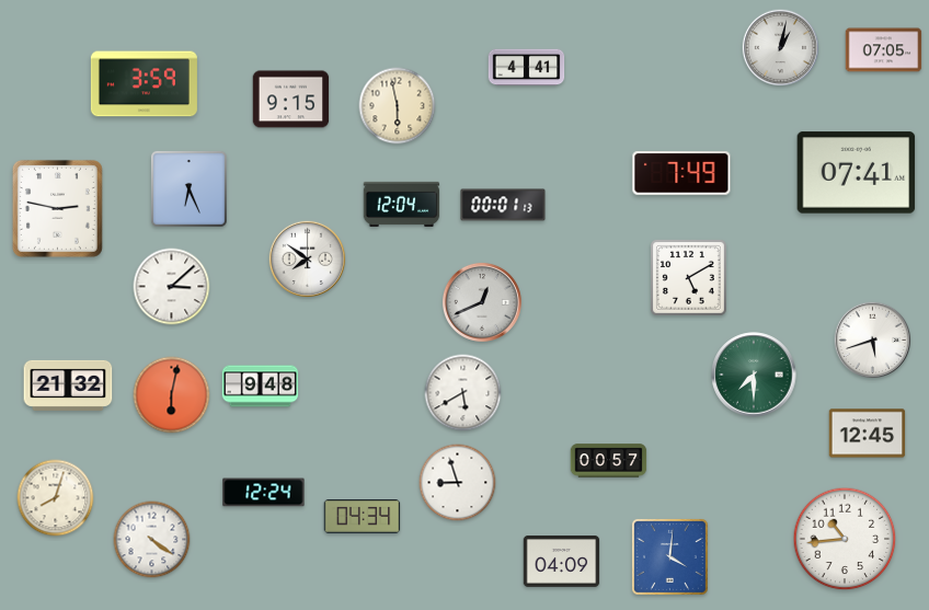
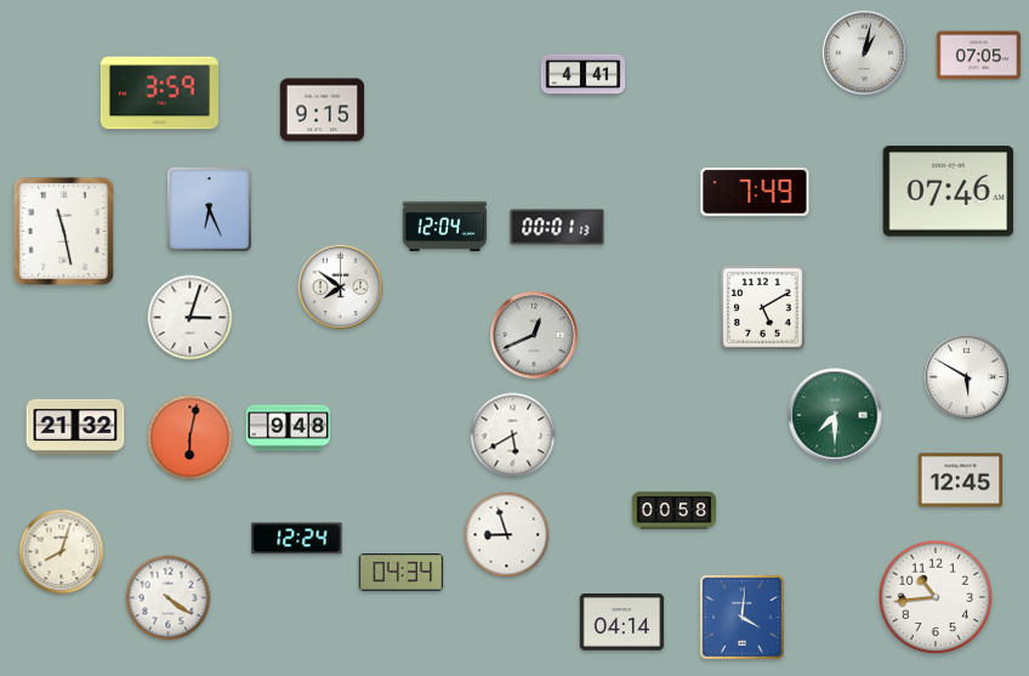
clock at (398, 106): 5:58 -> none
clock at (857, 173): 07:41 -> 07:46
clock at (57, 208): 2:47 -> 11:28
clock at (172, 287): 3:08 -> 3:03
clock at (872, 339): 5:42 -> 5:50
clock at (609, 461): 00:57 -> 00:58
clock at (264, 493) position: (264, 493) -> (297, 539)
clock at (562, 562): 04:09 -> 04:14
